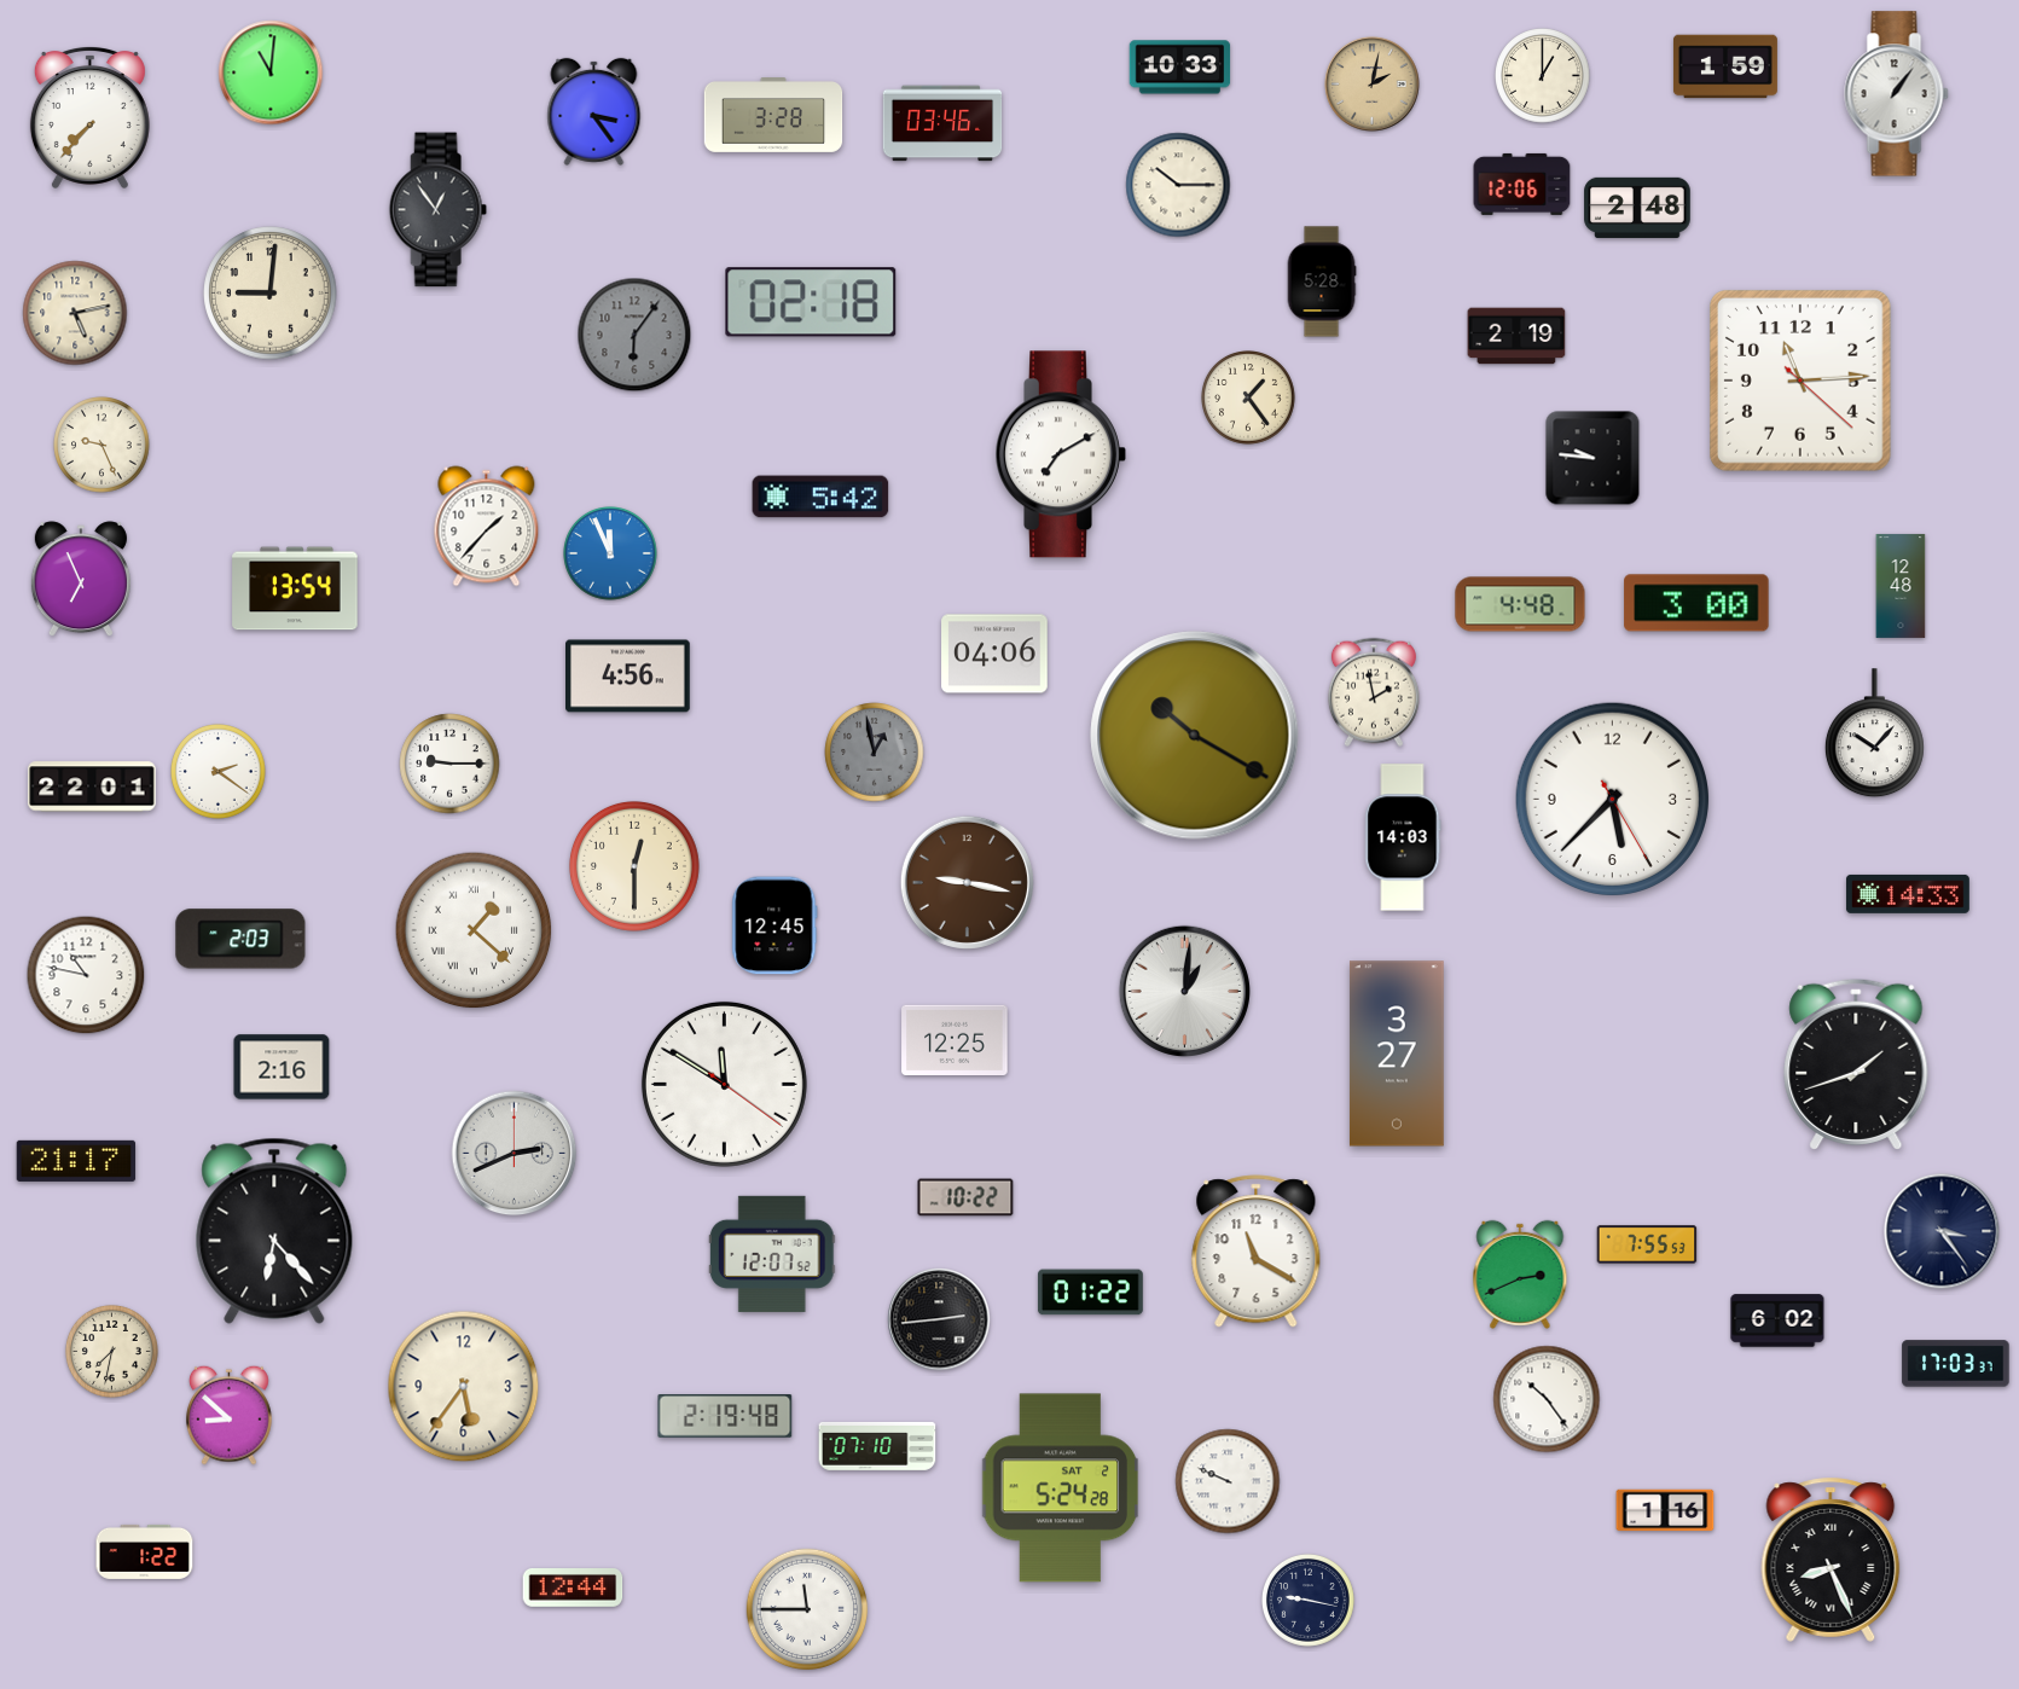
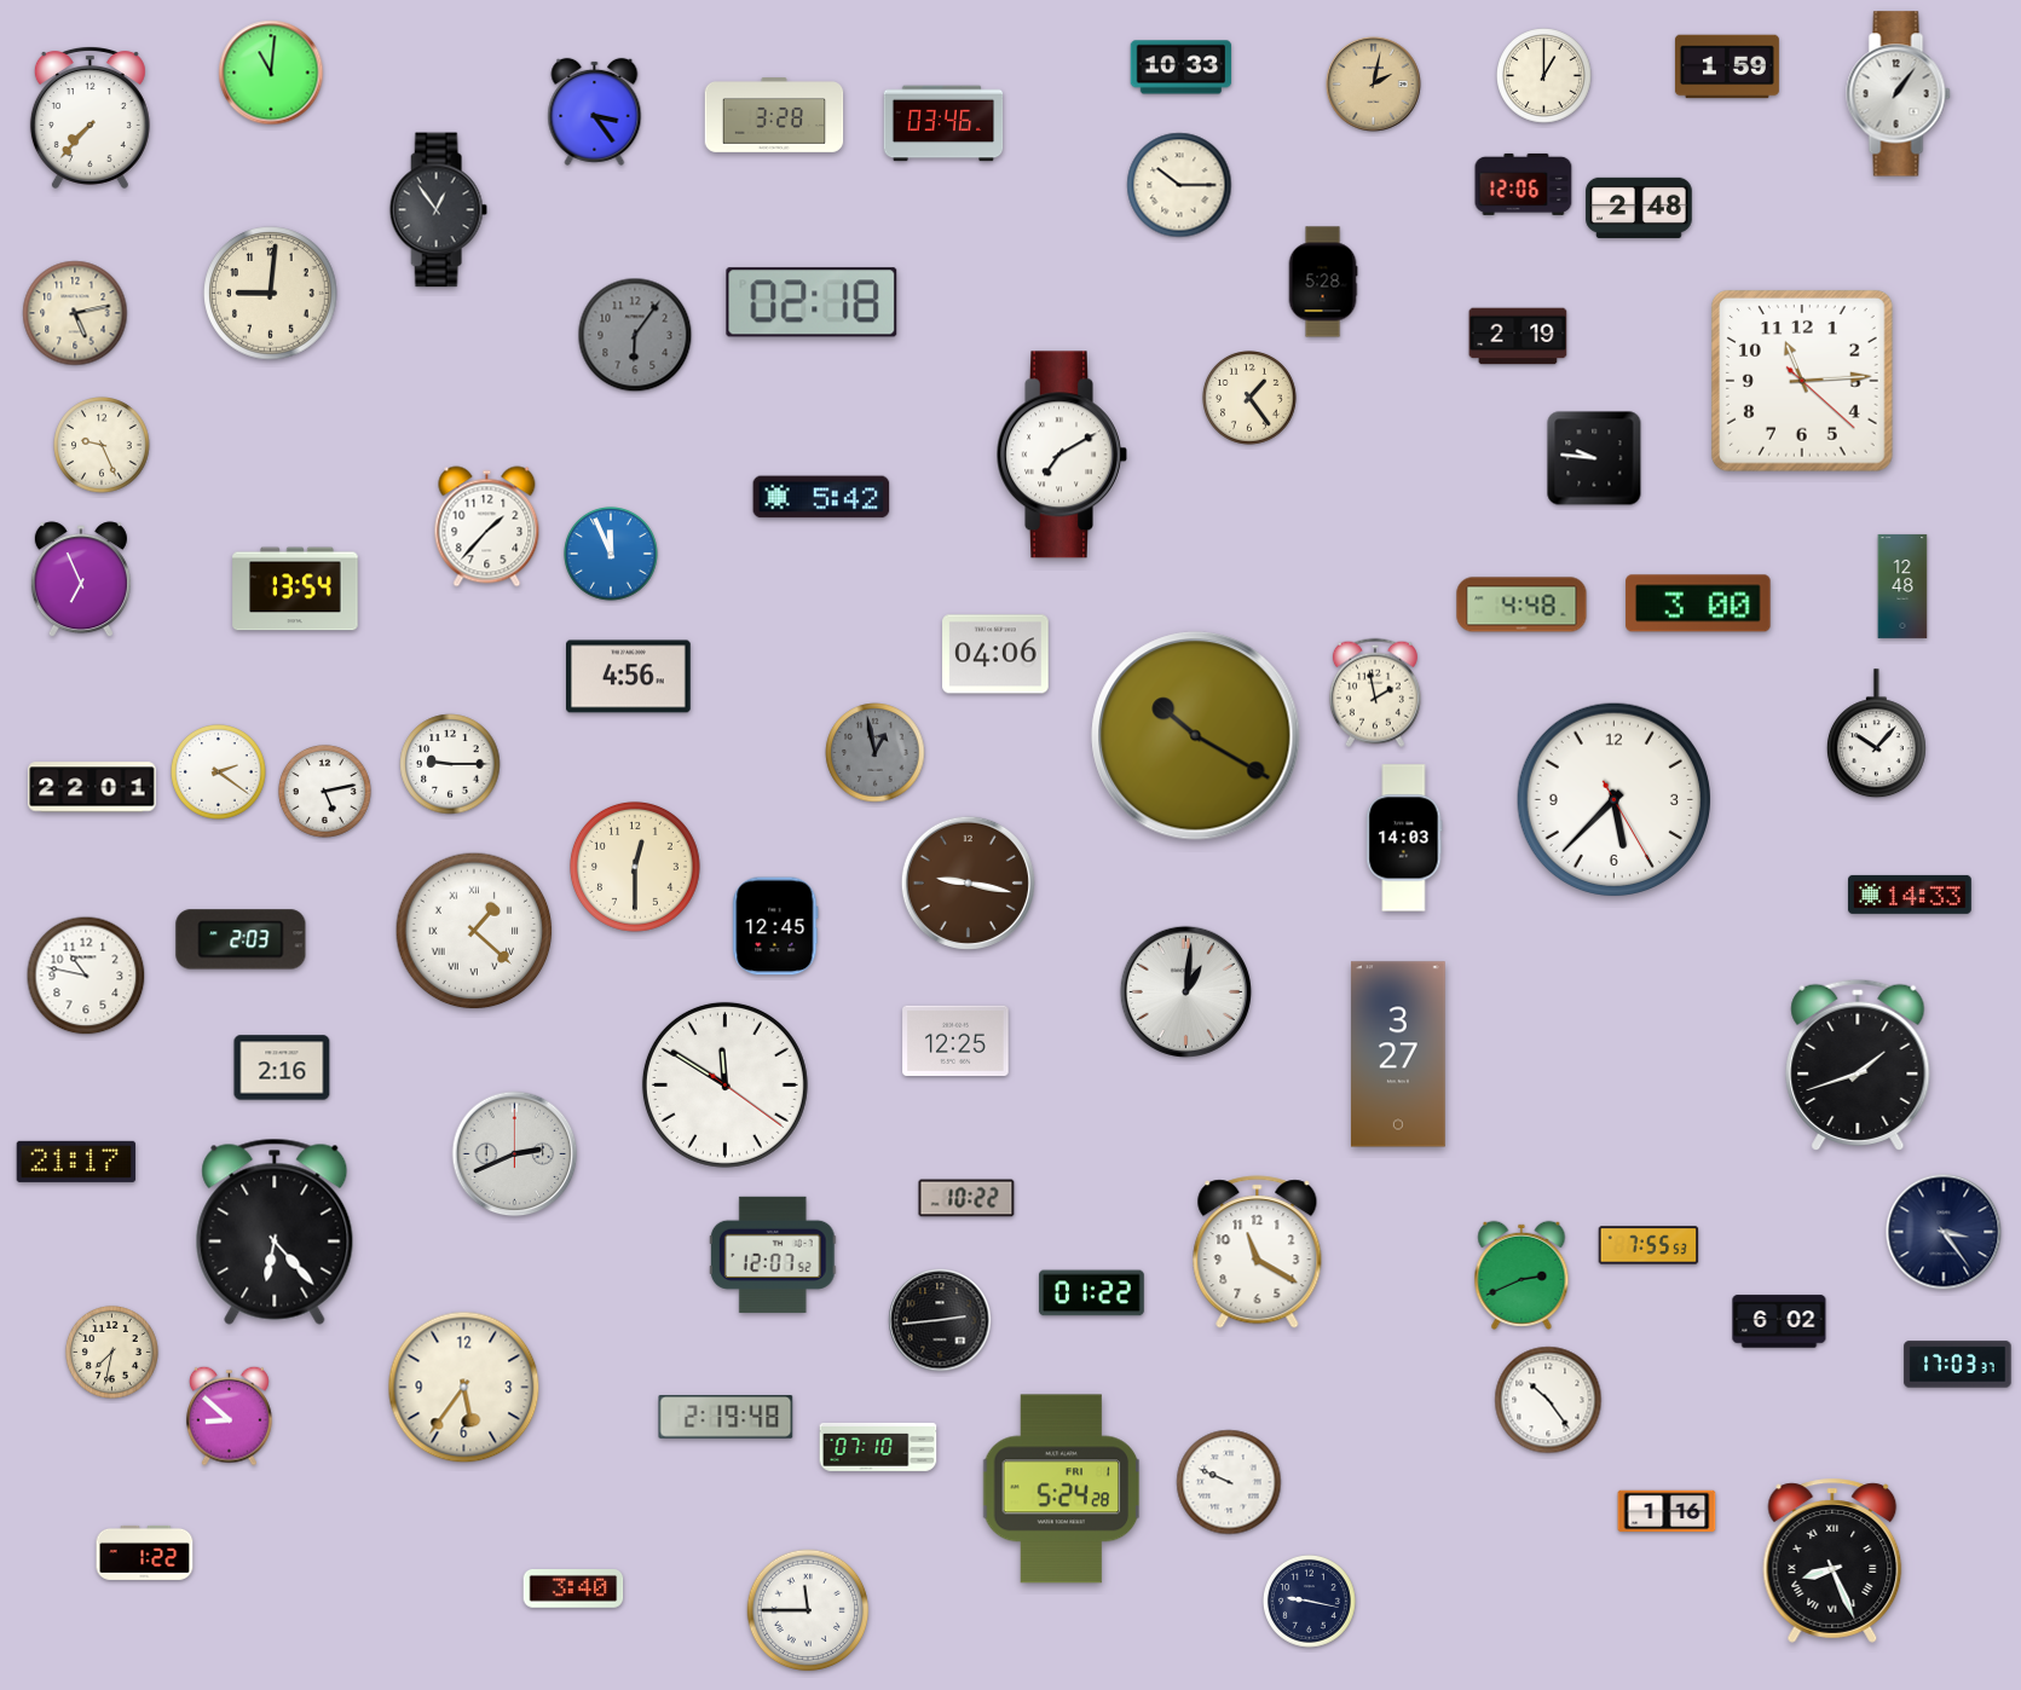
clock at (324, 791): none -> 5:13
clock at (1061, 1488) date: SAT 2 -> FRI 1
clock at (573, 1589): 12:44 -> 3:40
